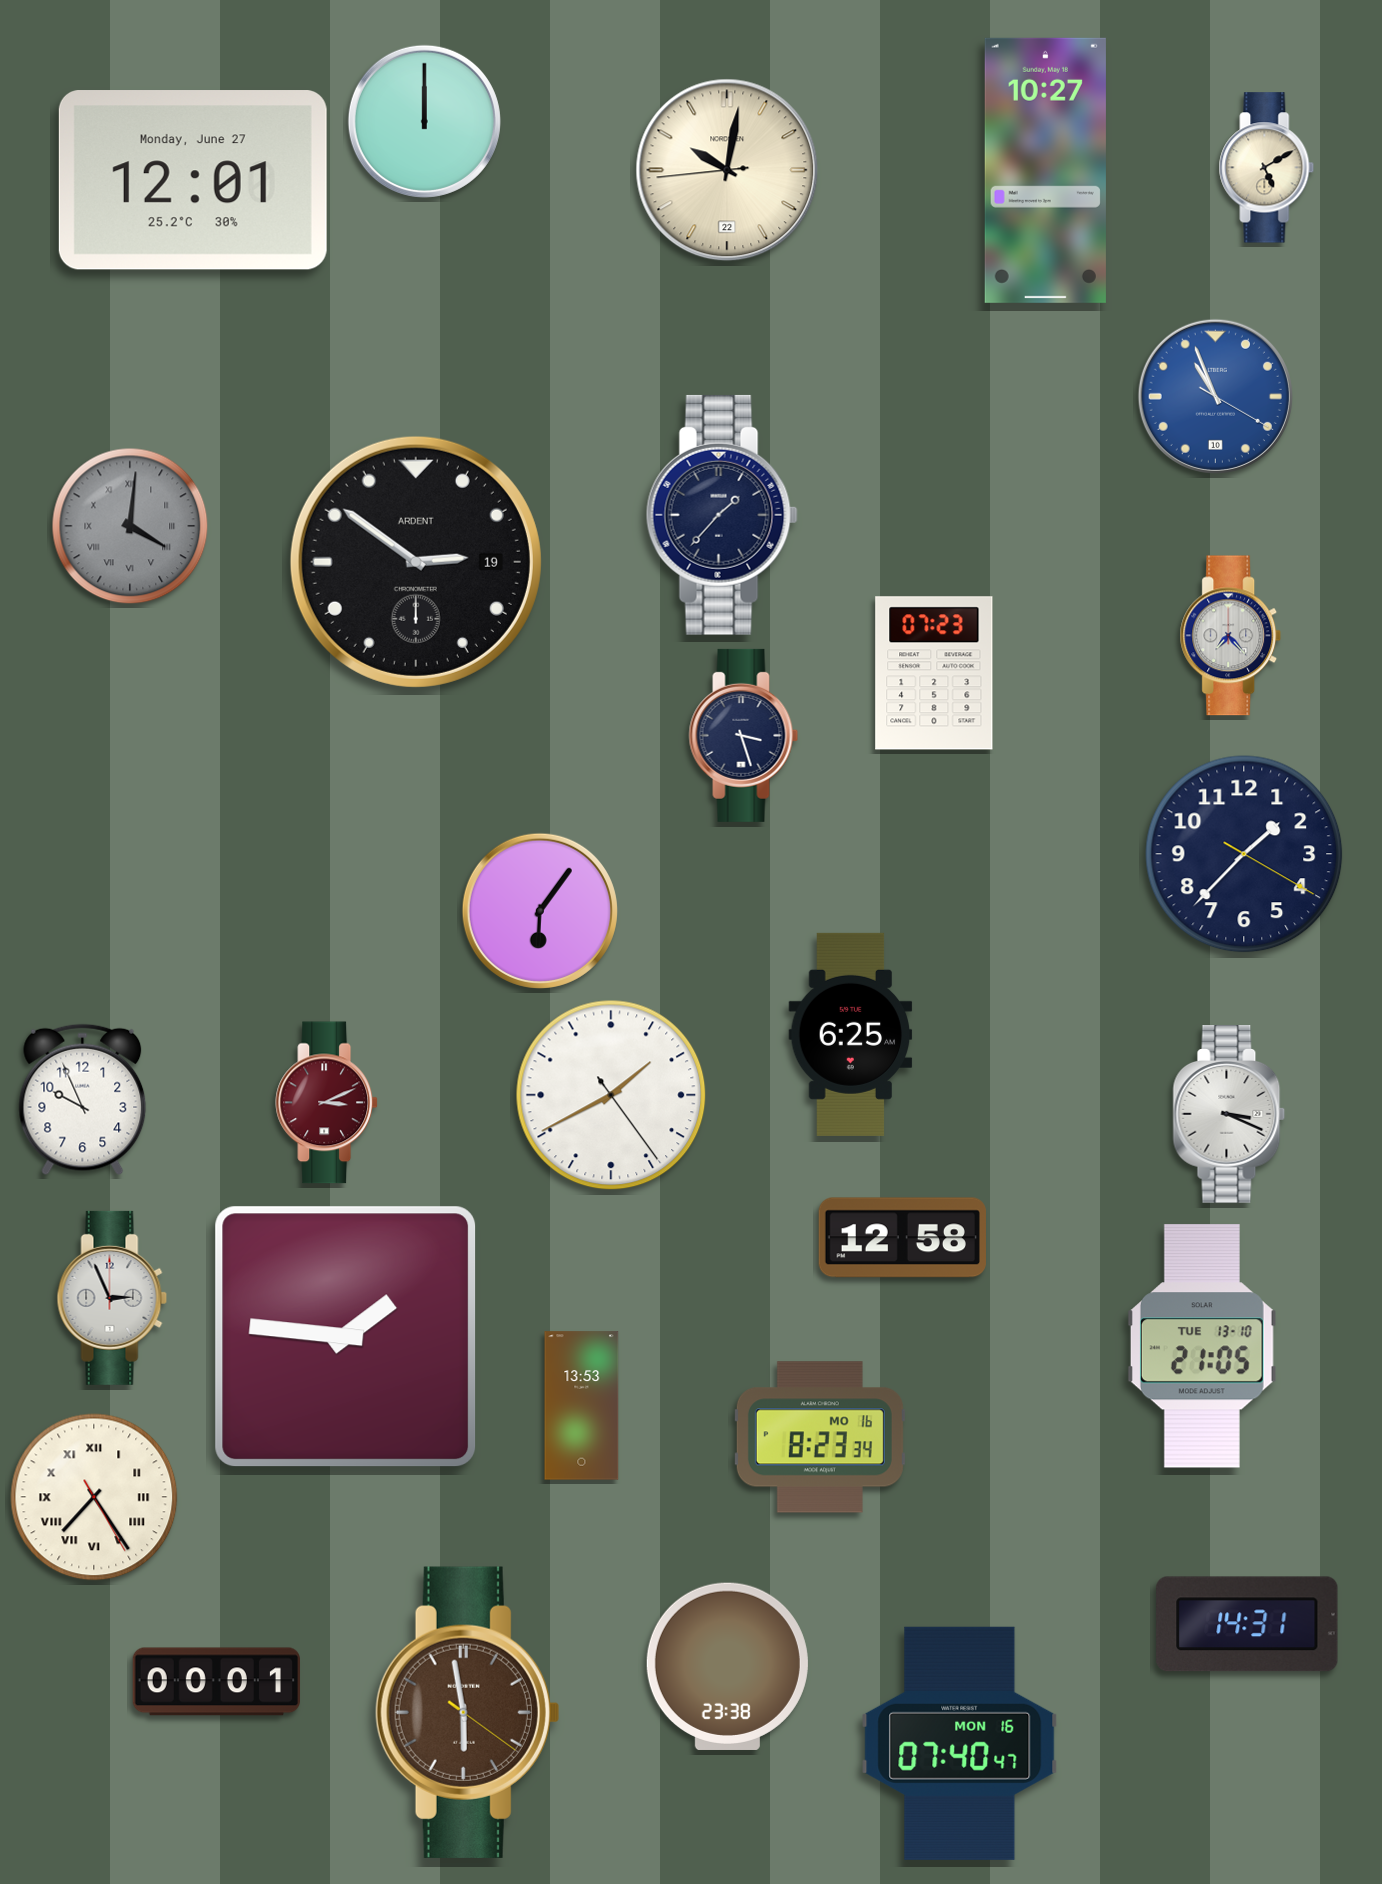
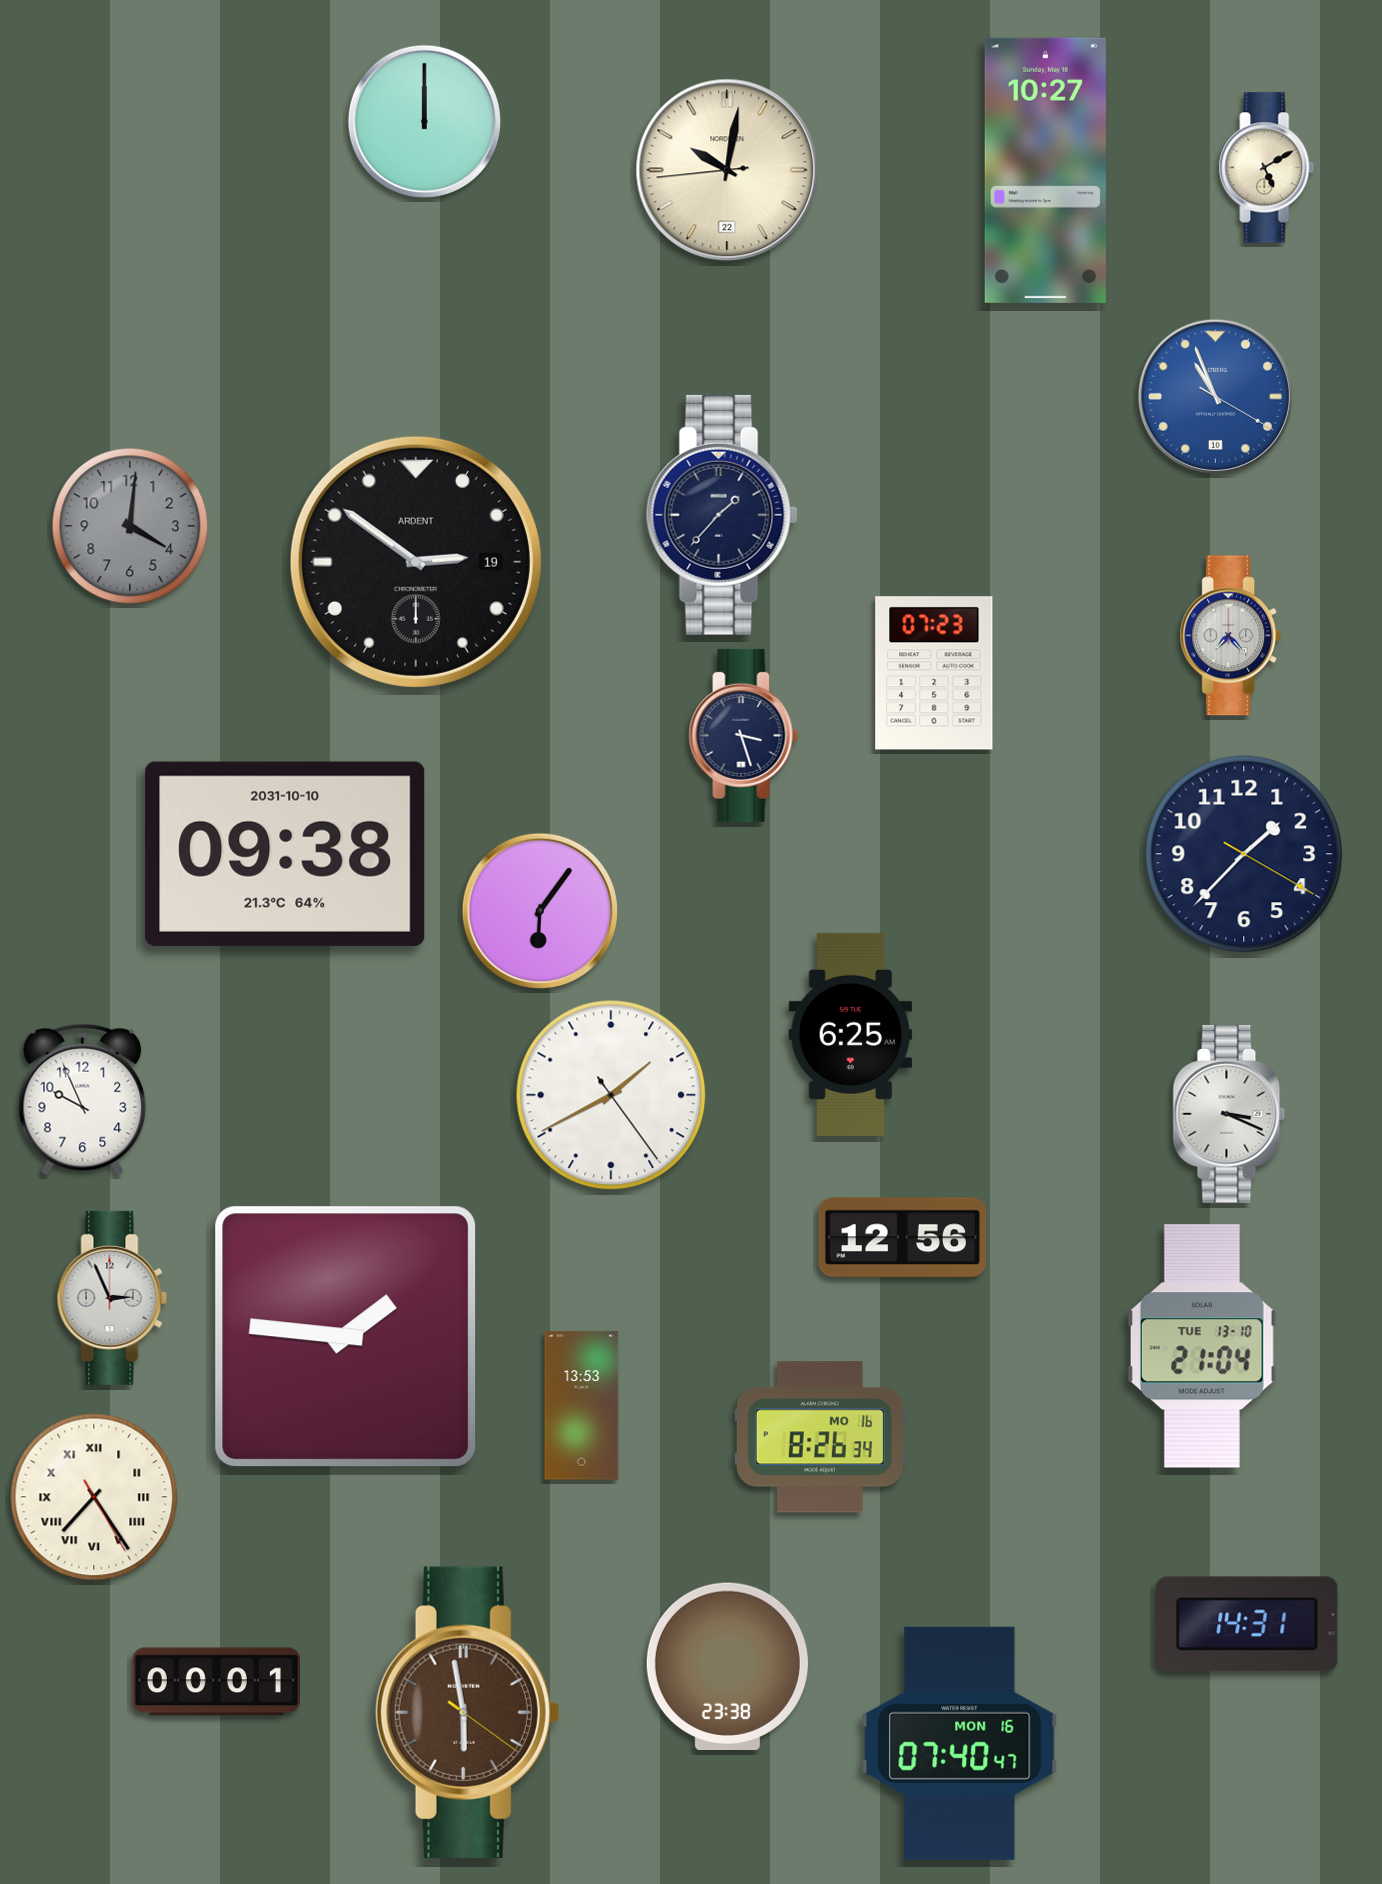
clock at (193, 180): 12:01 -> none
clock at (130, 526) numerals: Roman -> Arabic
clock at (285, 854): none -> 09:38
clock at (327, 1103): 3:11 -> none
clock at (902, 1238): 12:58 -> 12:56
clock at (1202, 1346): 21:05 -> 21:04
clock at (820, 1437): 8:23 -> 8:26
